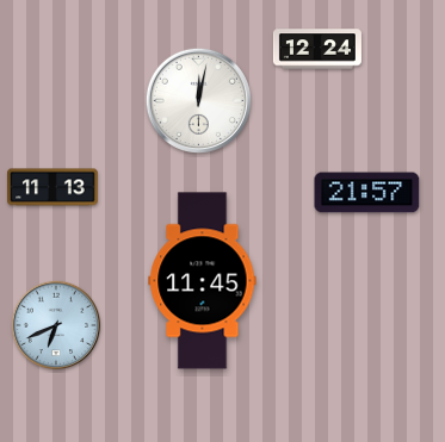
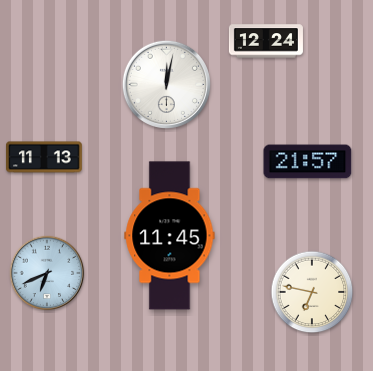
clock at (312, 292): none -> 6:47
